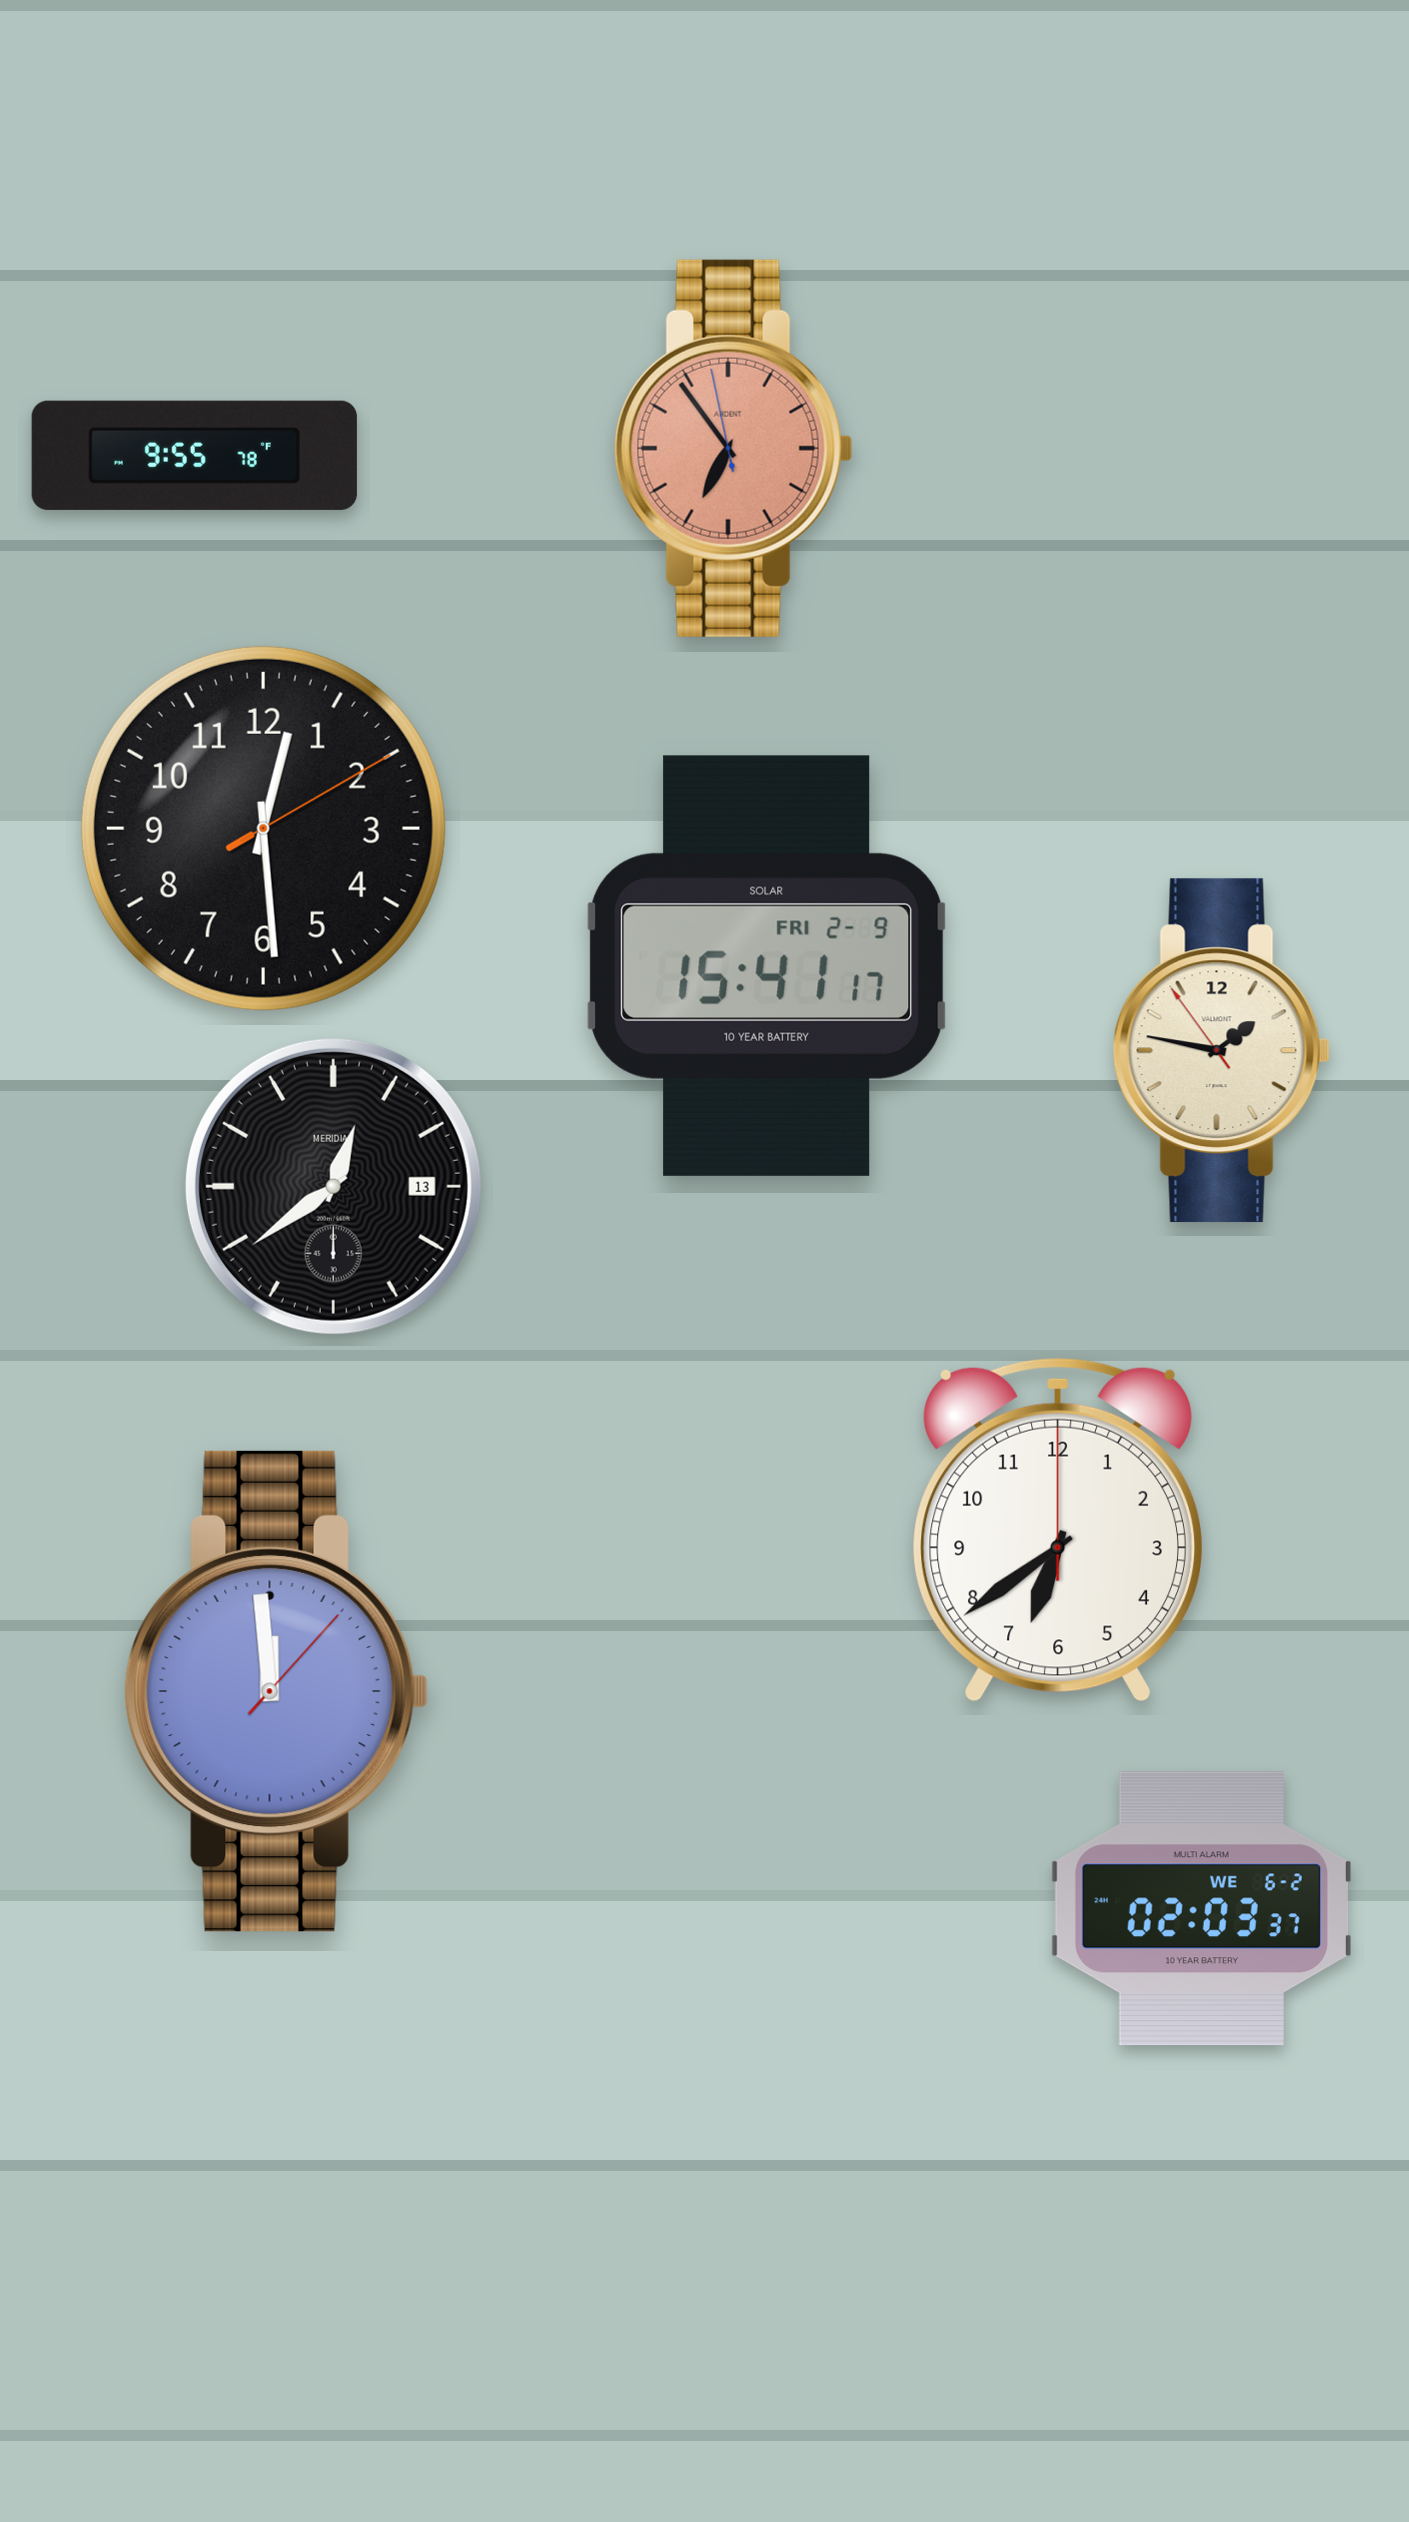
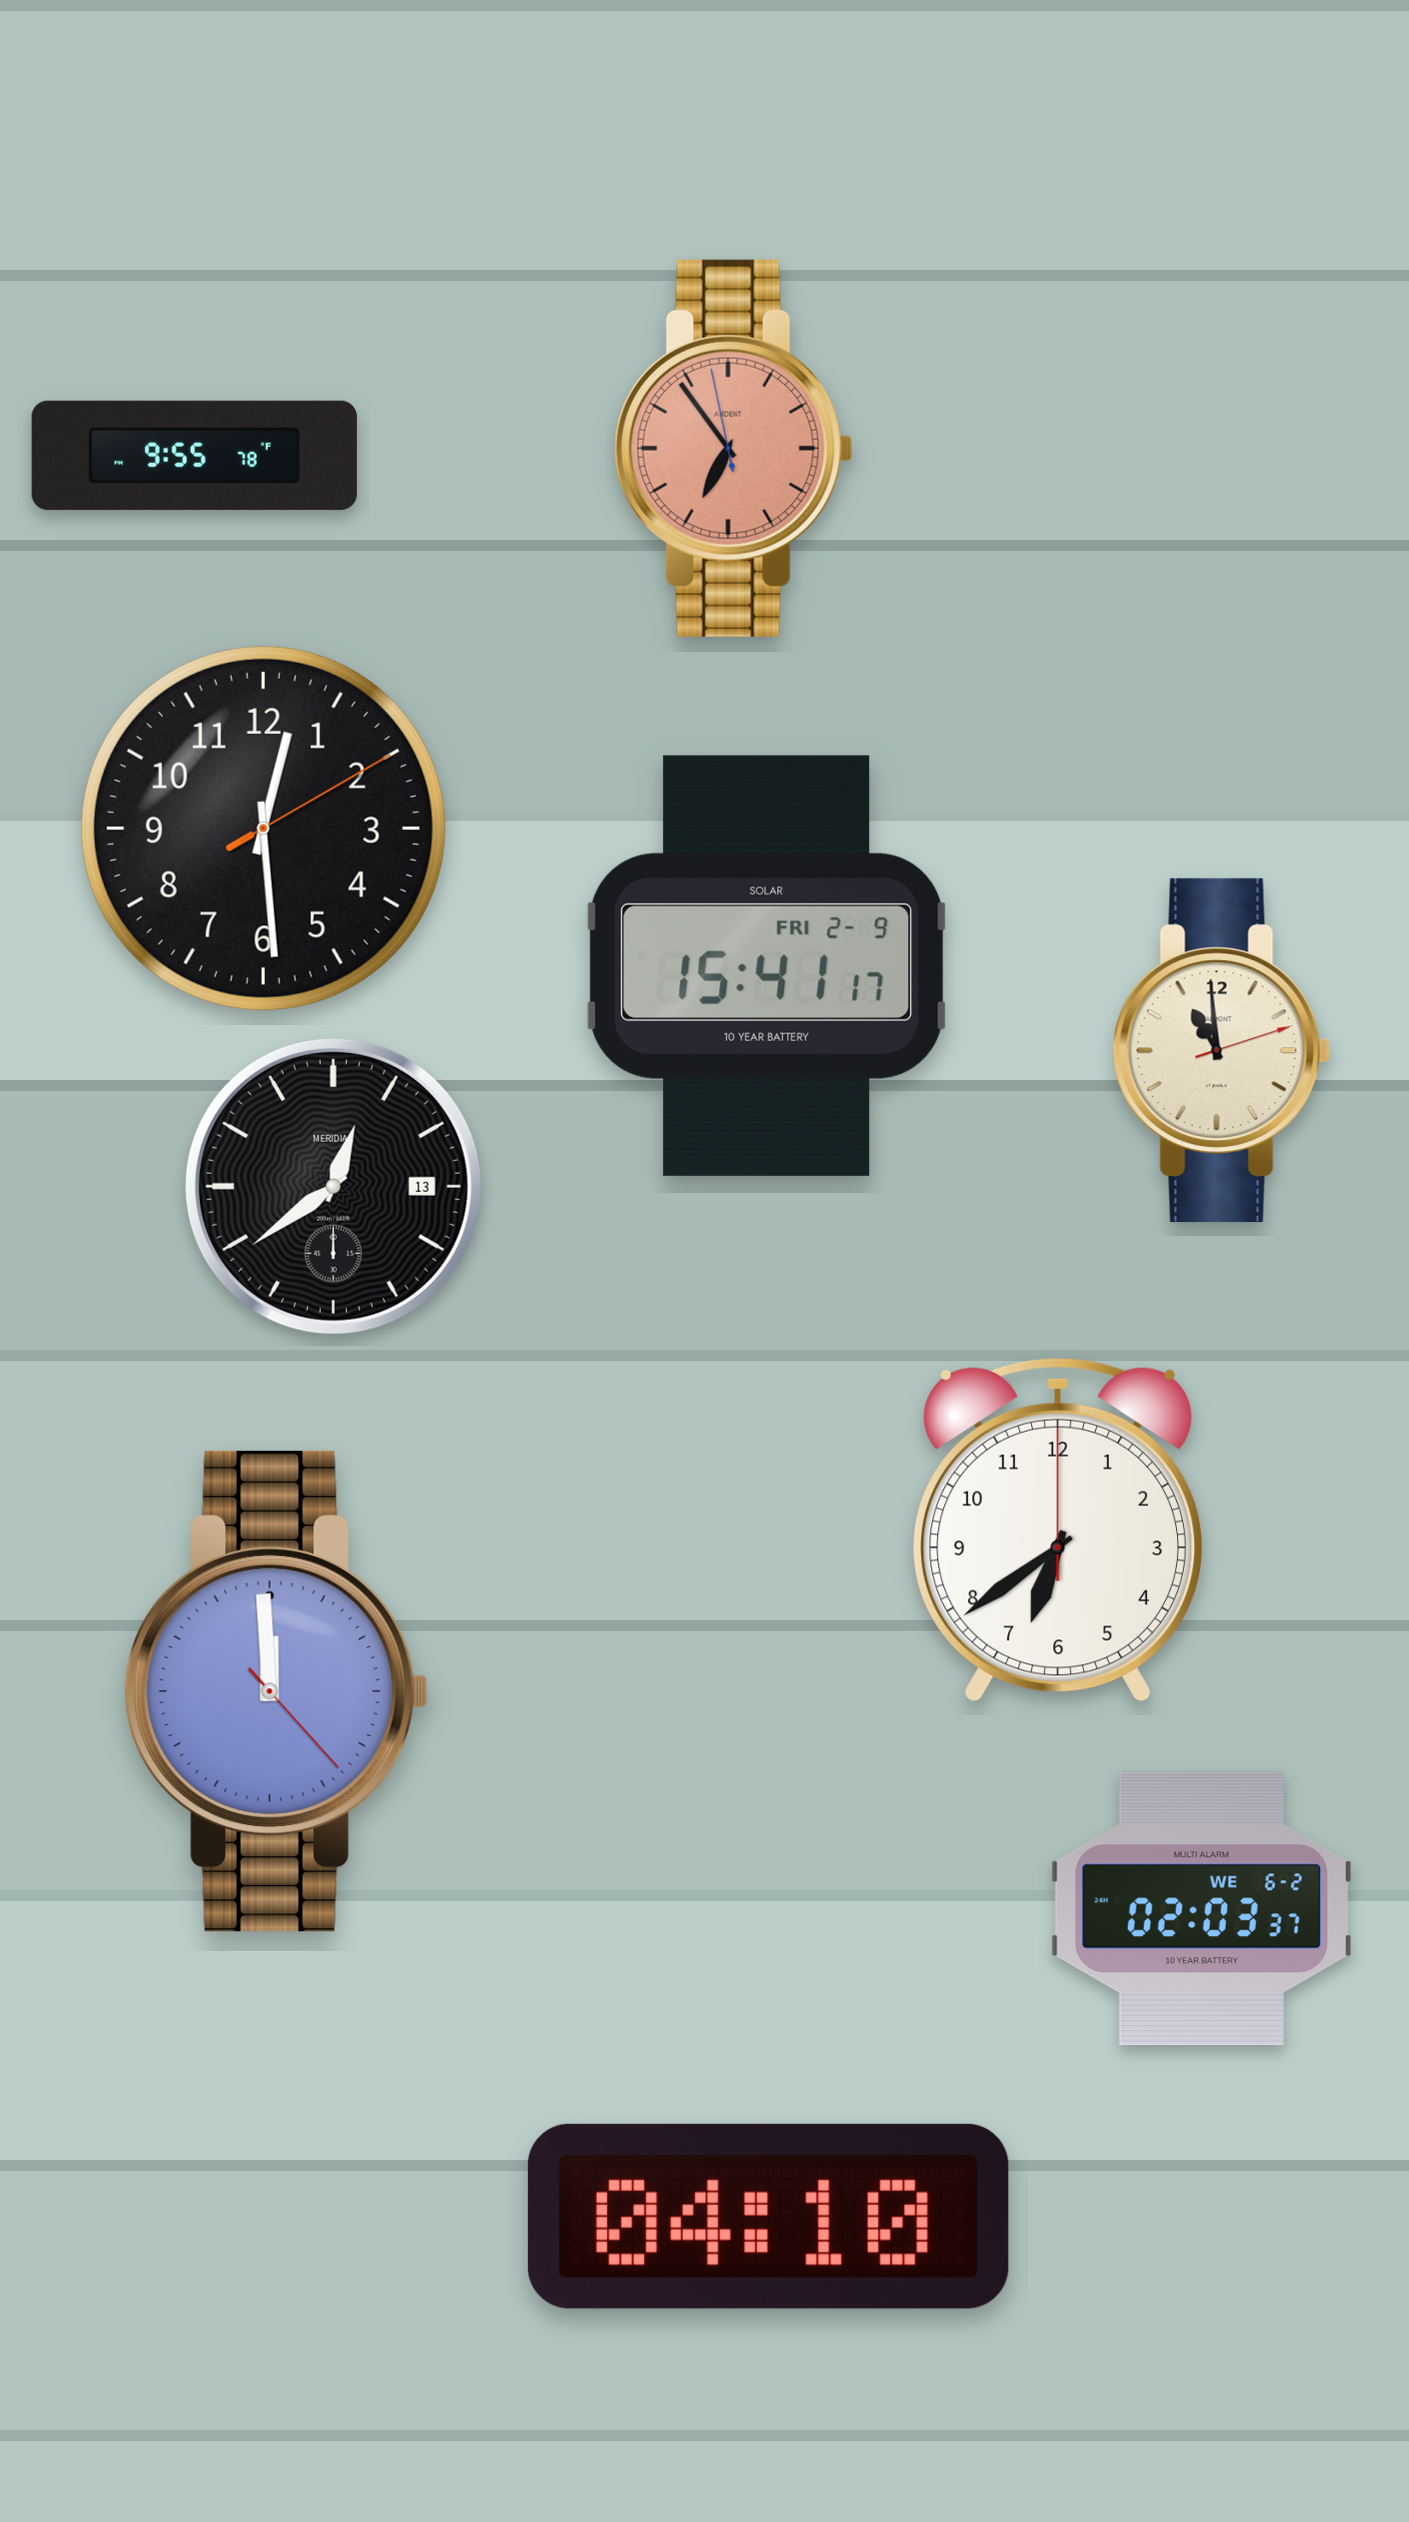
clock at (1221, 1051): 1:46 -> 10:59
clock at (276, 1691): 11:59:07 -> 11:59:23
clock at (768, 2216): none -> 04:10
